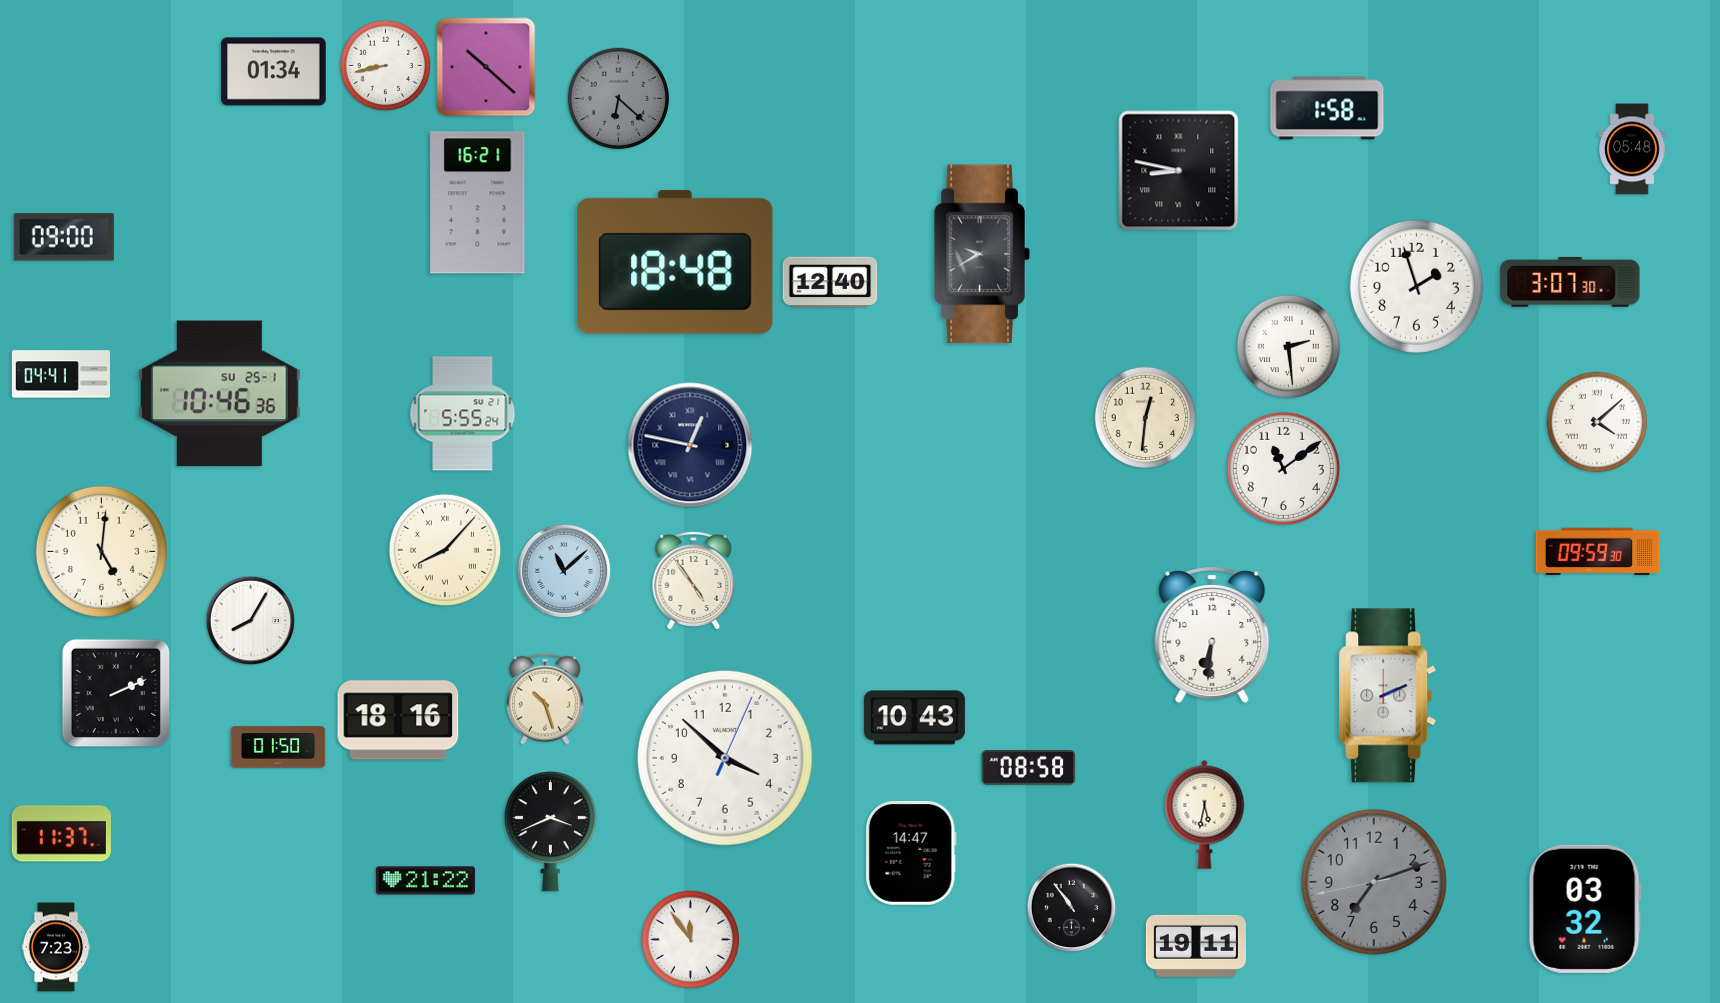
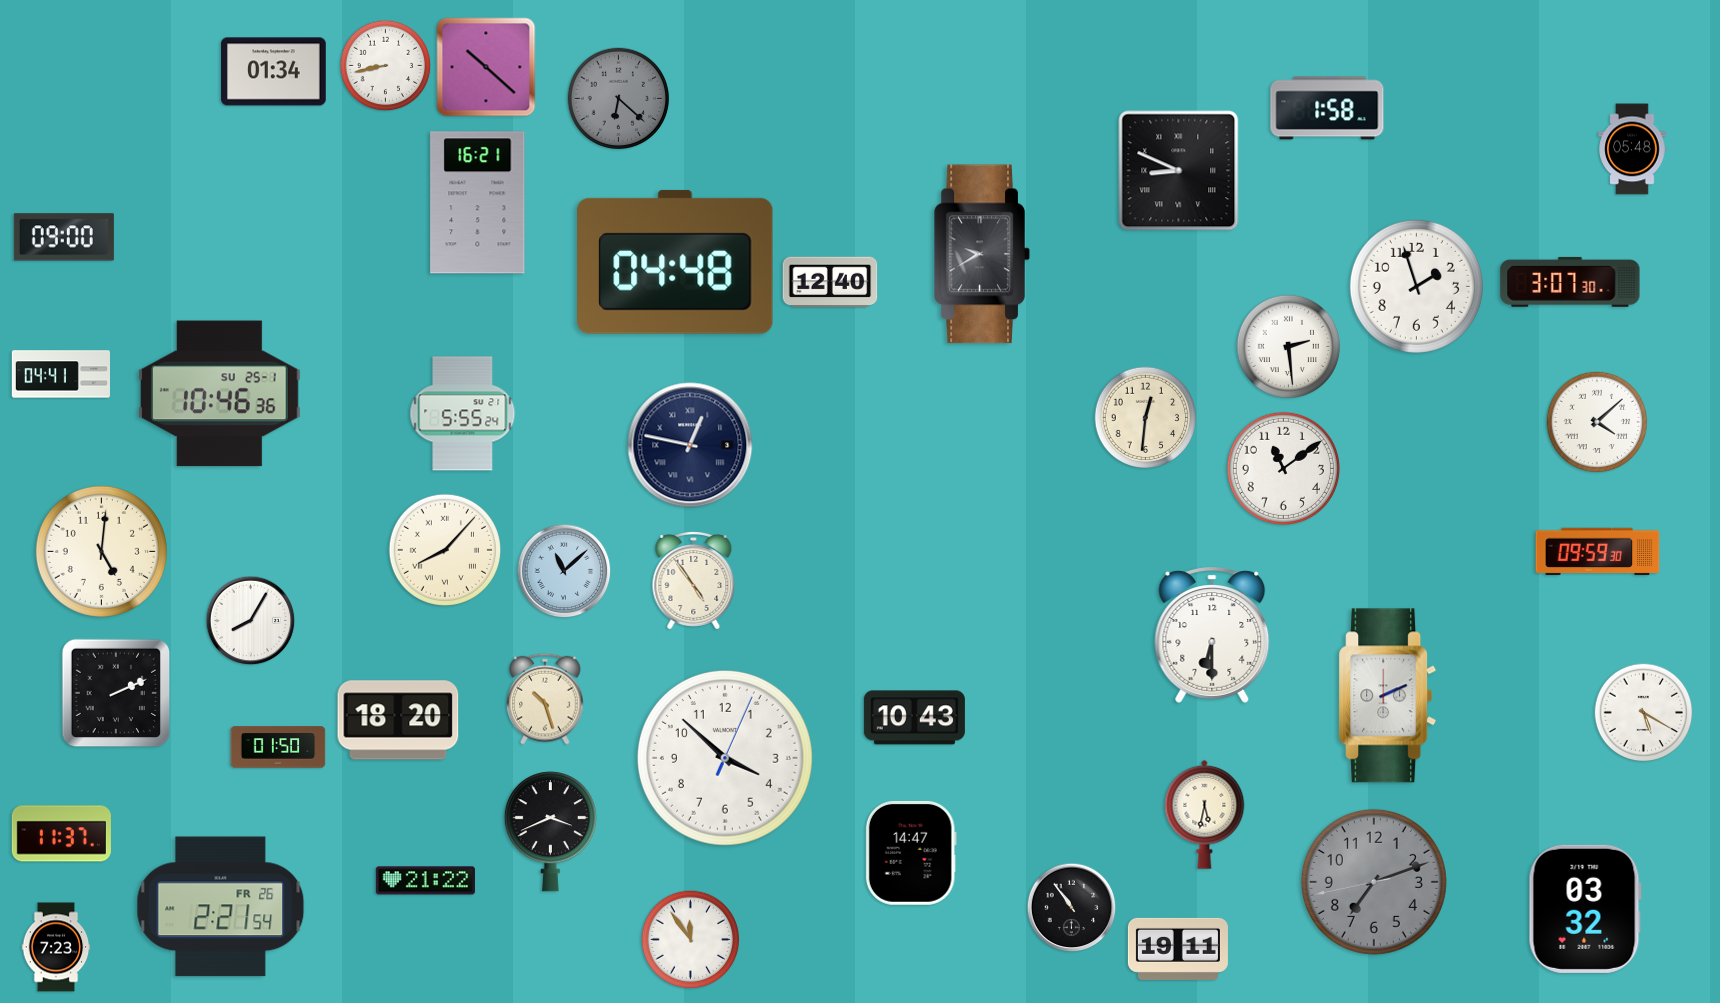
clock at (1179, 171): 8:47 -> 8:49
clock at (675, 262): 18:48 -> 04:48
clock at (1212, 635): 6:31 -> 6:30
clock at (1644, 713): none -> 5:20
clock at (398, 720): 18:16 -> 18:20
clock at (1029, 768): 08:58 -> none
clock at (221, 907): none -> 2:21
clock at (1196, 946) position: (1196, 946) -> (1178, 949)
